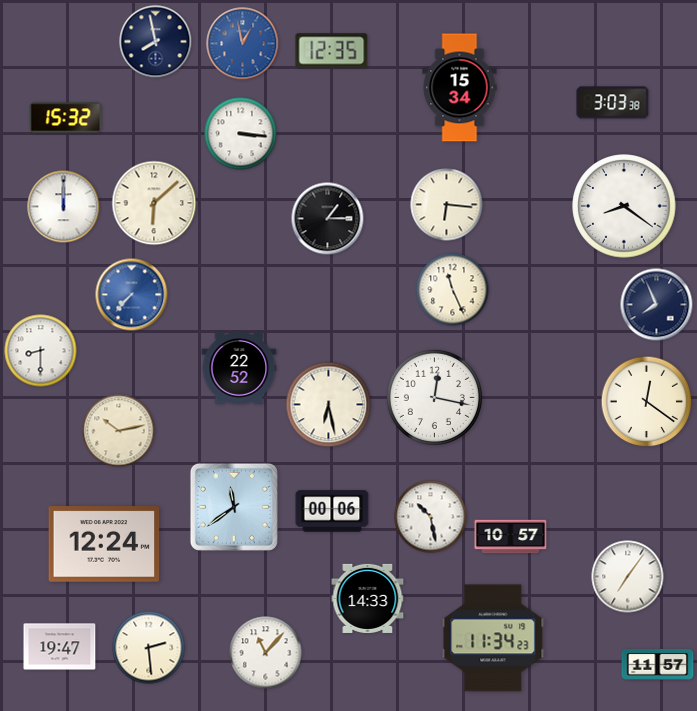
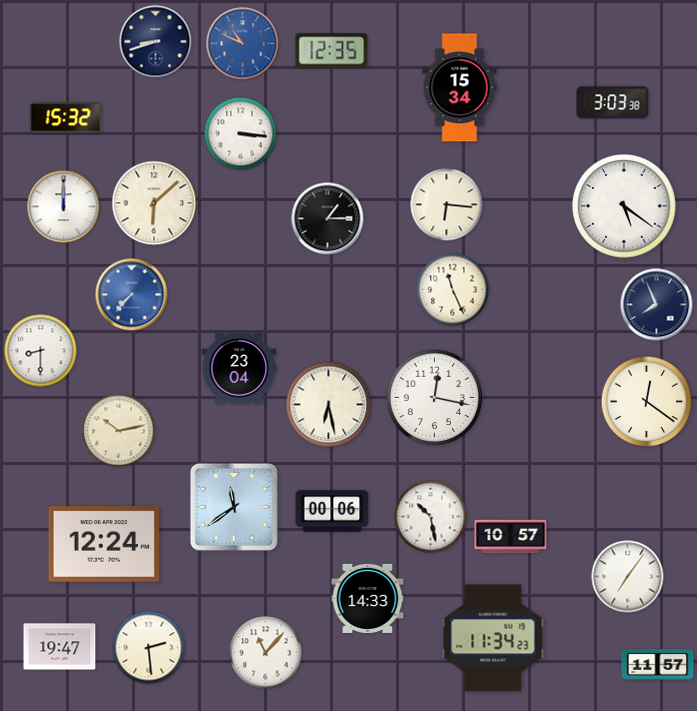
clock at (156, 42): 7:58 -> 8:42
clock at (243, 44): 12:58 -> 10:49
clock at (624, 206): 8:21 -> 5:21
clock at (239, 368): 22:52 -> 23:04
